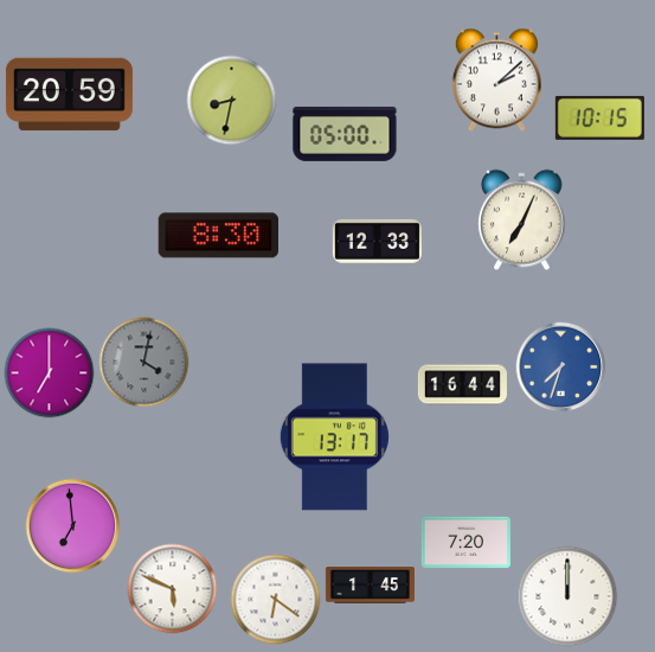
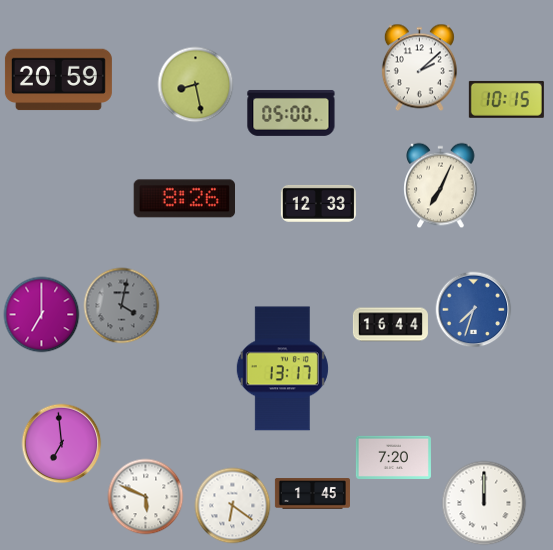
clock at (232, 101): 8:32 -> 8:28
clock at (218, 236): 8:30 -> 8:26
clock at (567, 596) position: (567, 596) -> (484, 503)
